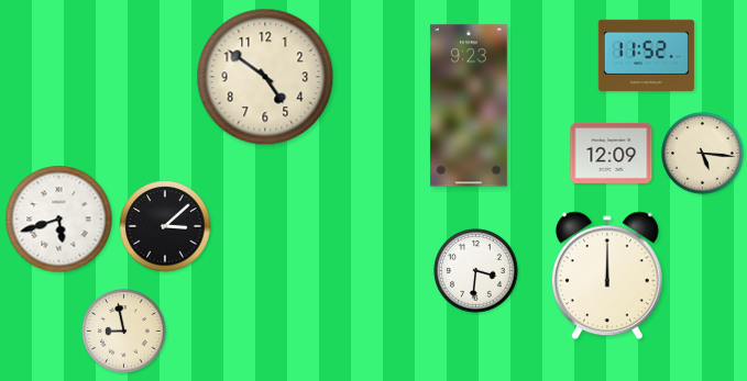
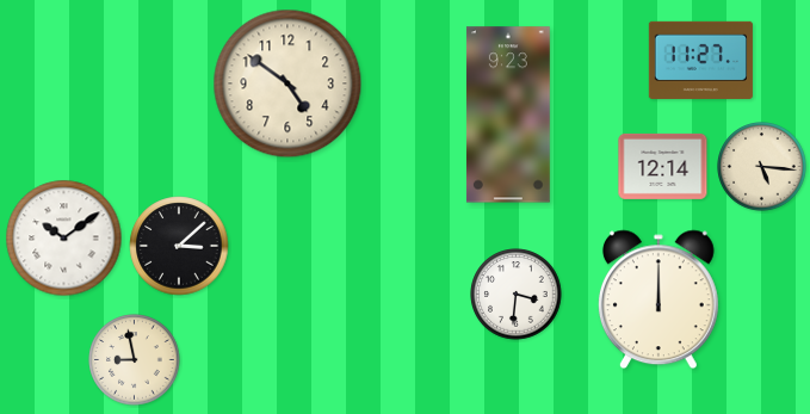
clock at (646, 55): 11:52 -> 11:27
clock at (612, 153): 12:09 -> 12:14
clock at (59, 220): 5:42 -> 10:09
